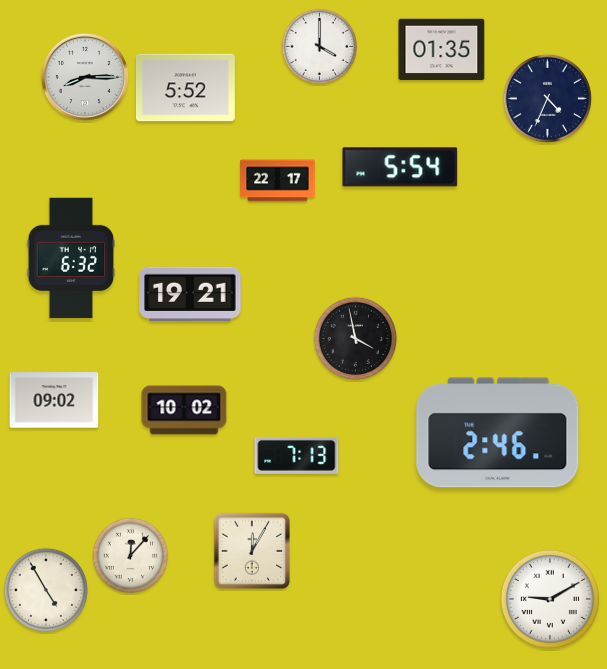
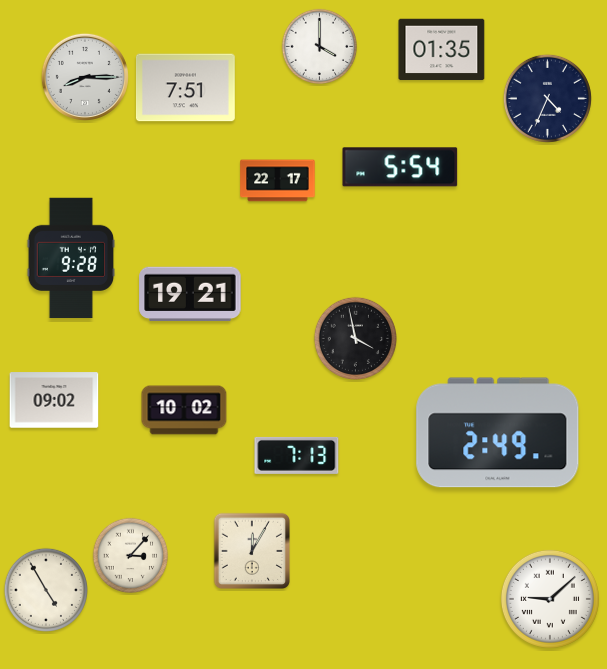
clock at (185, 88): 5:52 -> 7:51
clock at (71, 258): 6:32 -> 9:28
clock at (498, 433): 2:46 -> 2:49
clock at (131, 556): 12:07 -> 3:07
clock at (550, 599): 9:10 -> 9:08
